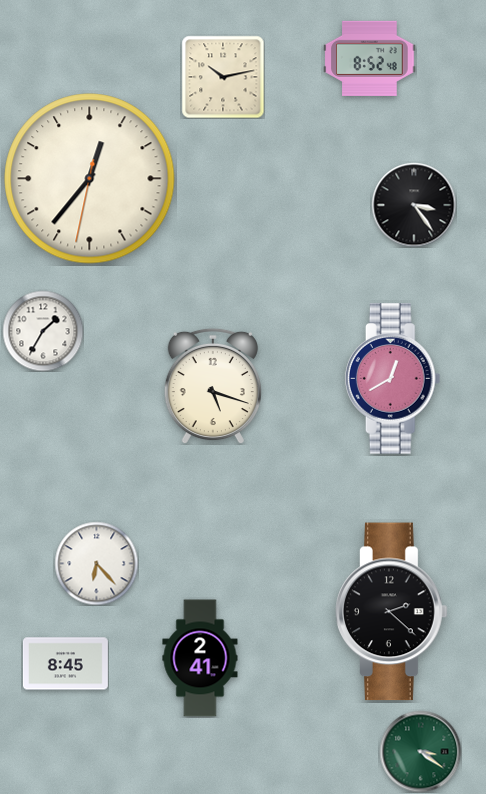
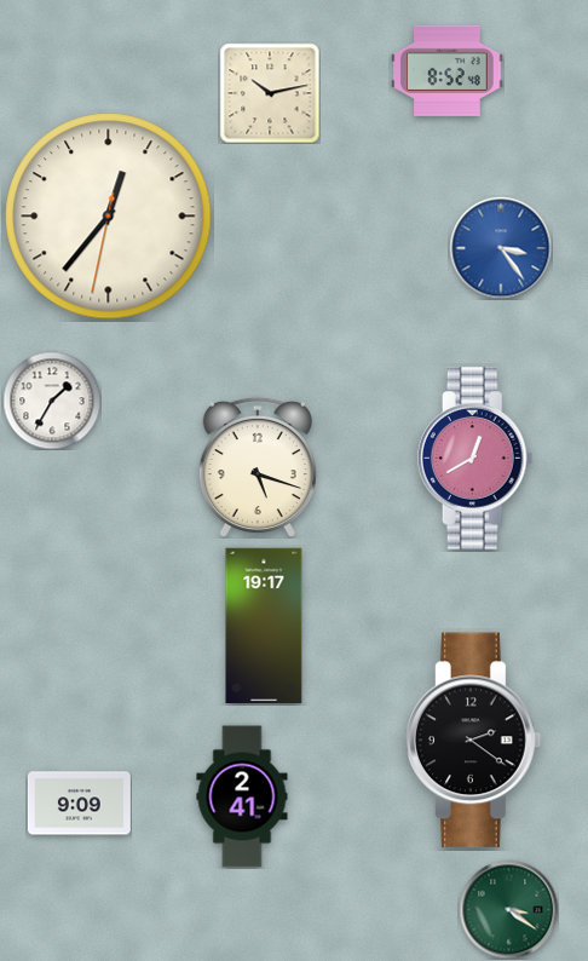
clock at (414, 205) dial: black -> blue
clock at (264, 626): none -> 19:17
clock at (96, 563): 6:23 -> none
clock at (392, 612): 2:22 -> 2:21
clock at (65, 664): 8:45 -> 9:09
